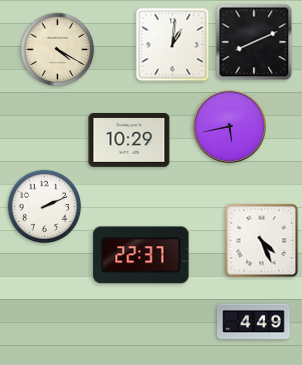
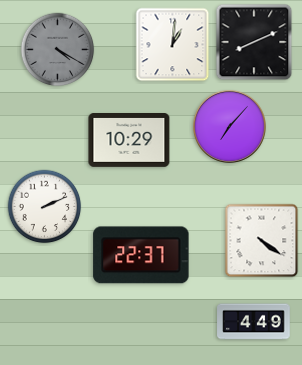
clock at (58, 50) dial: cream -> grey
clock at (229, 126): 5:43 -> 7:07
clock at (262, 241): 4:26 -> 4:21
